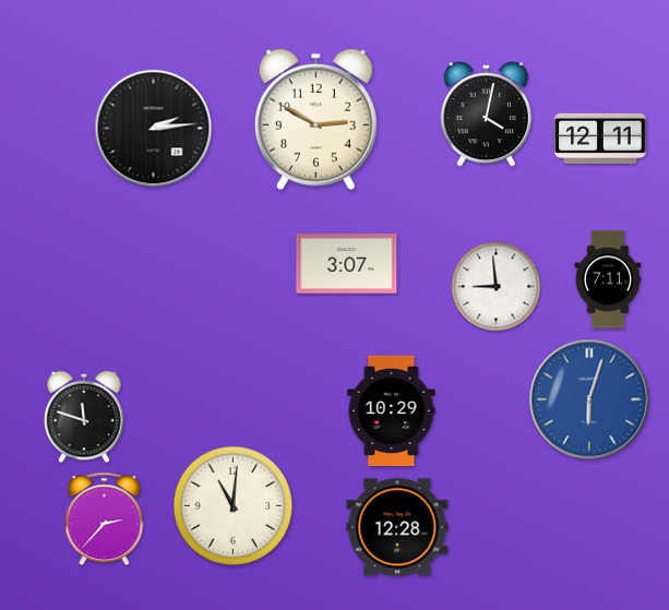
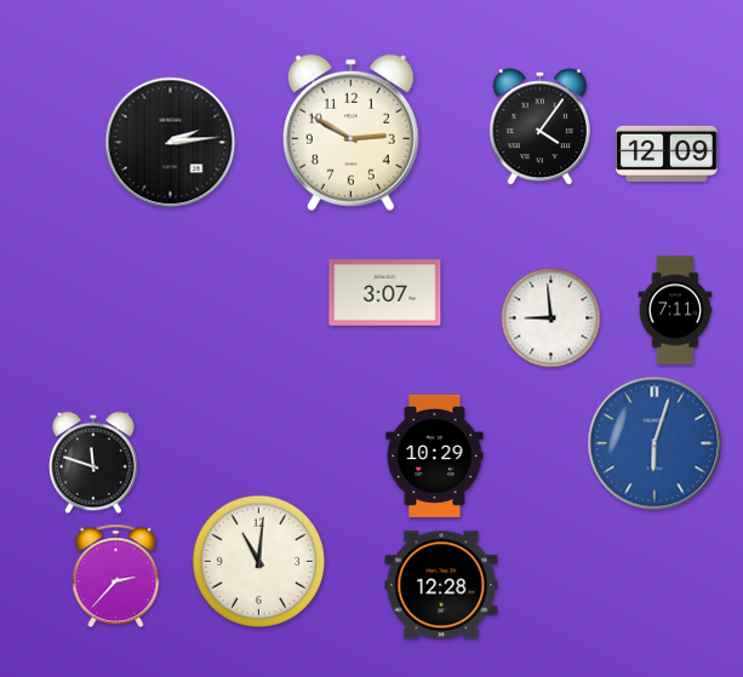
clock at (486, 115): 4:02 -> 4:06
clock at (600, 139): 12:11 -> 12:09
